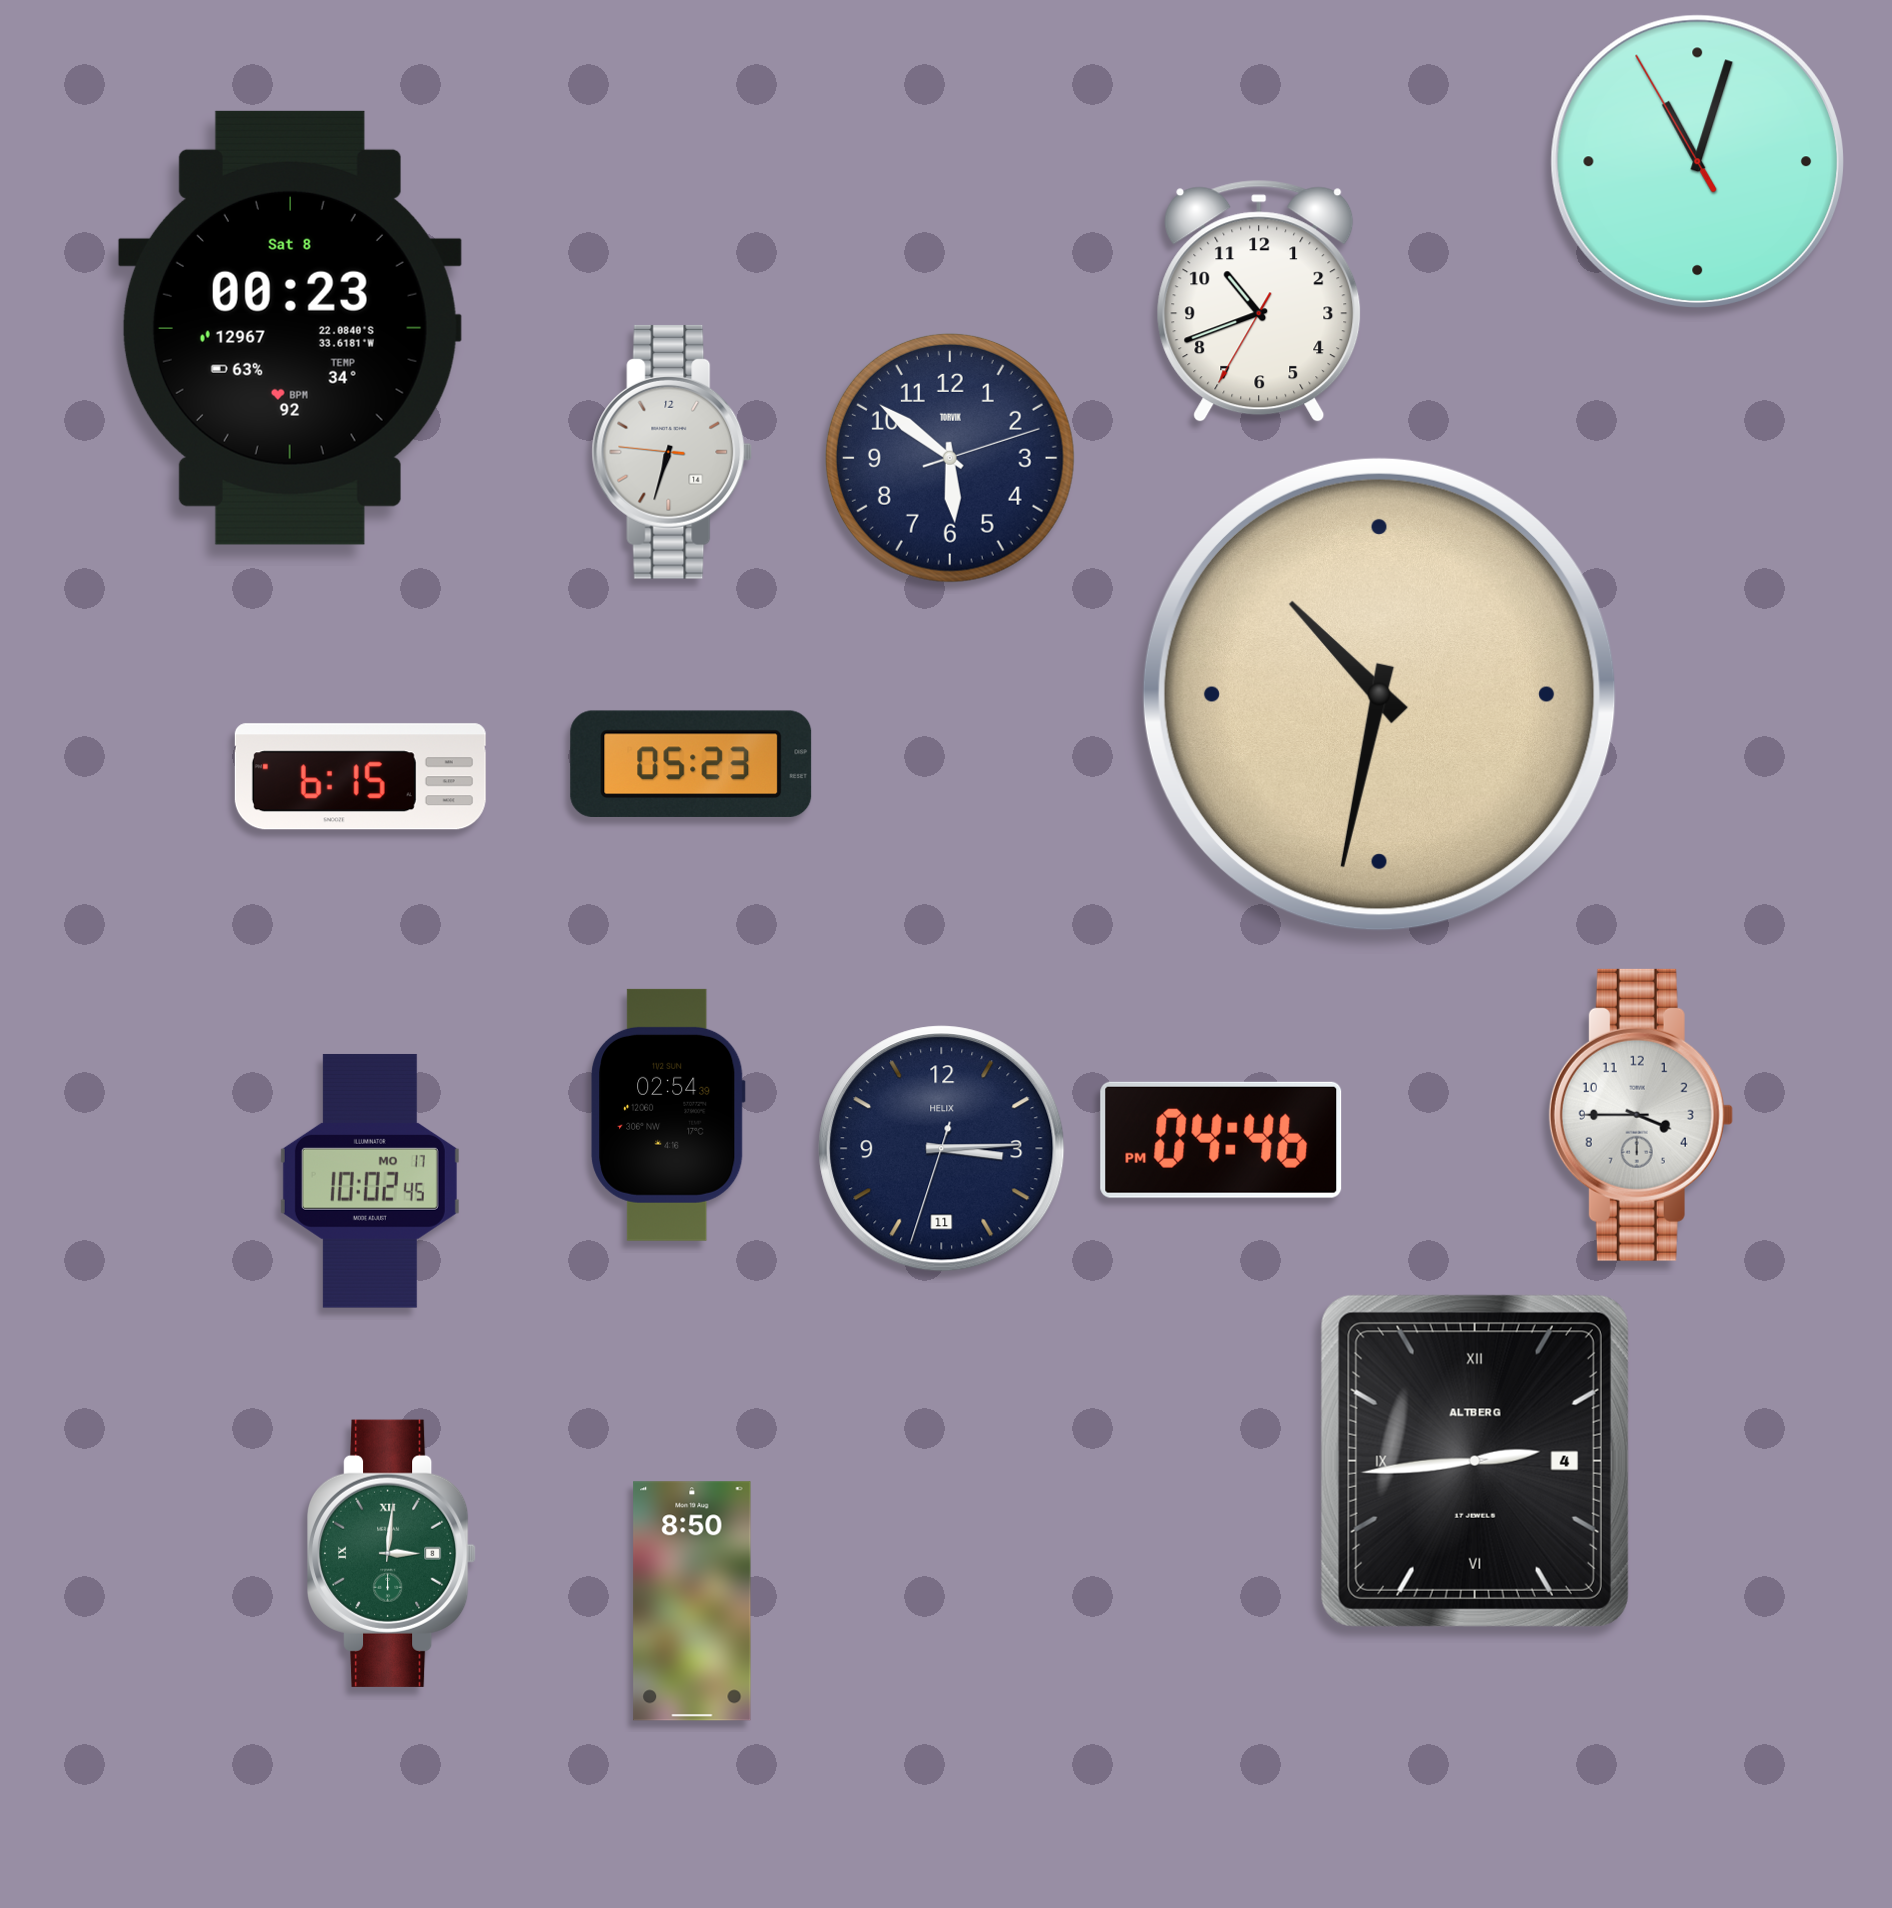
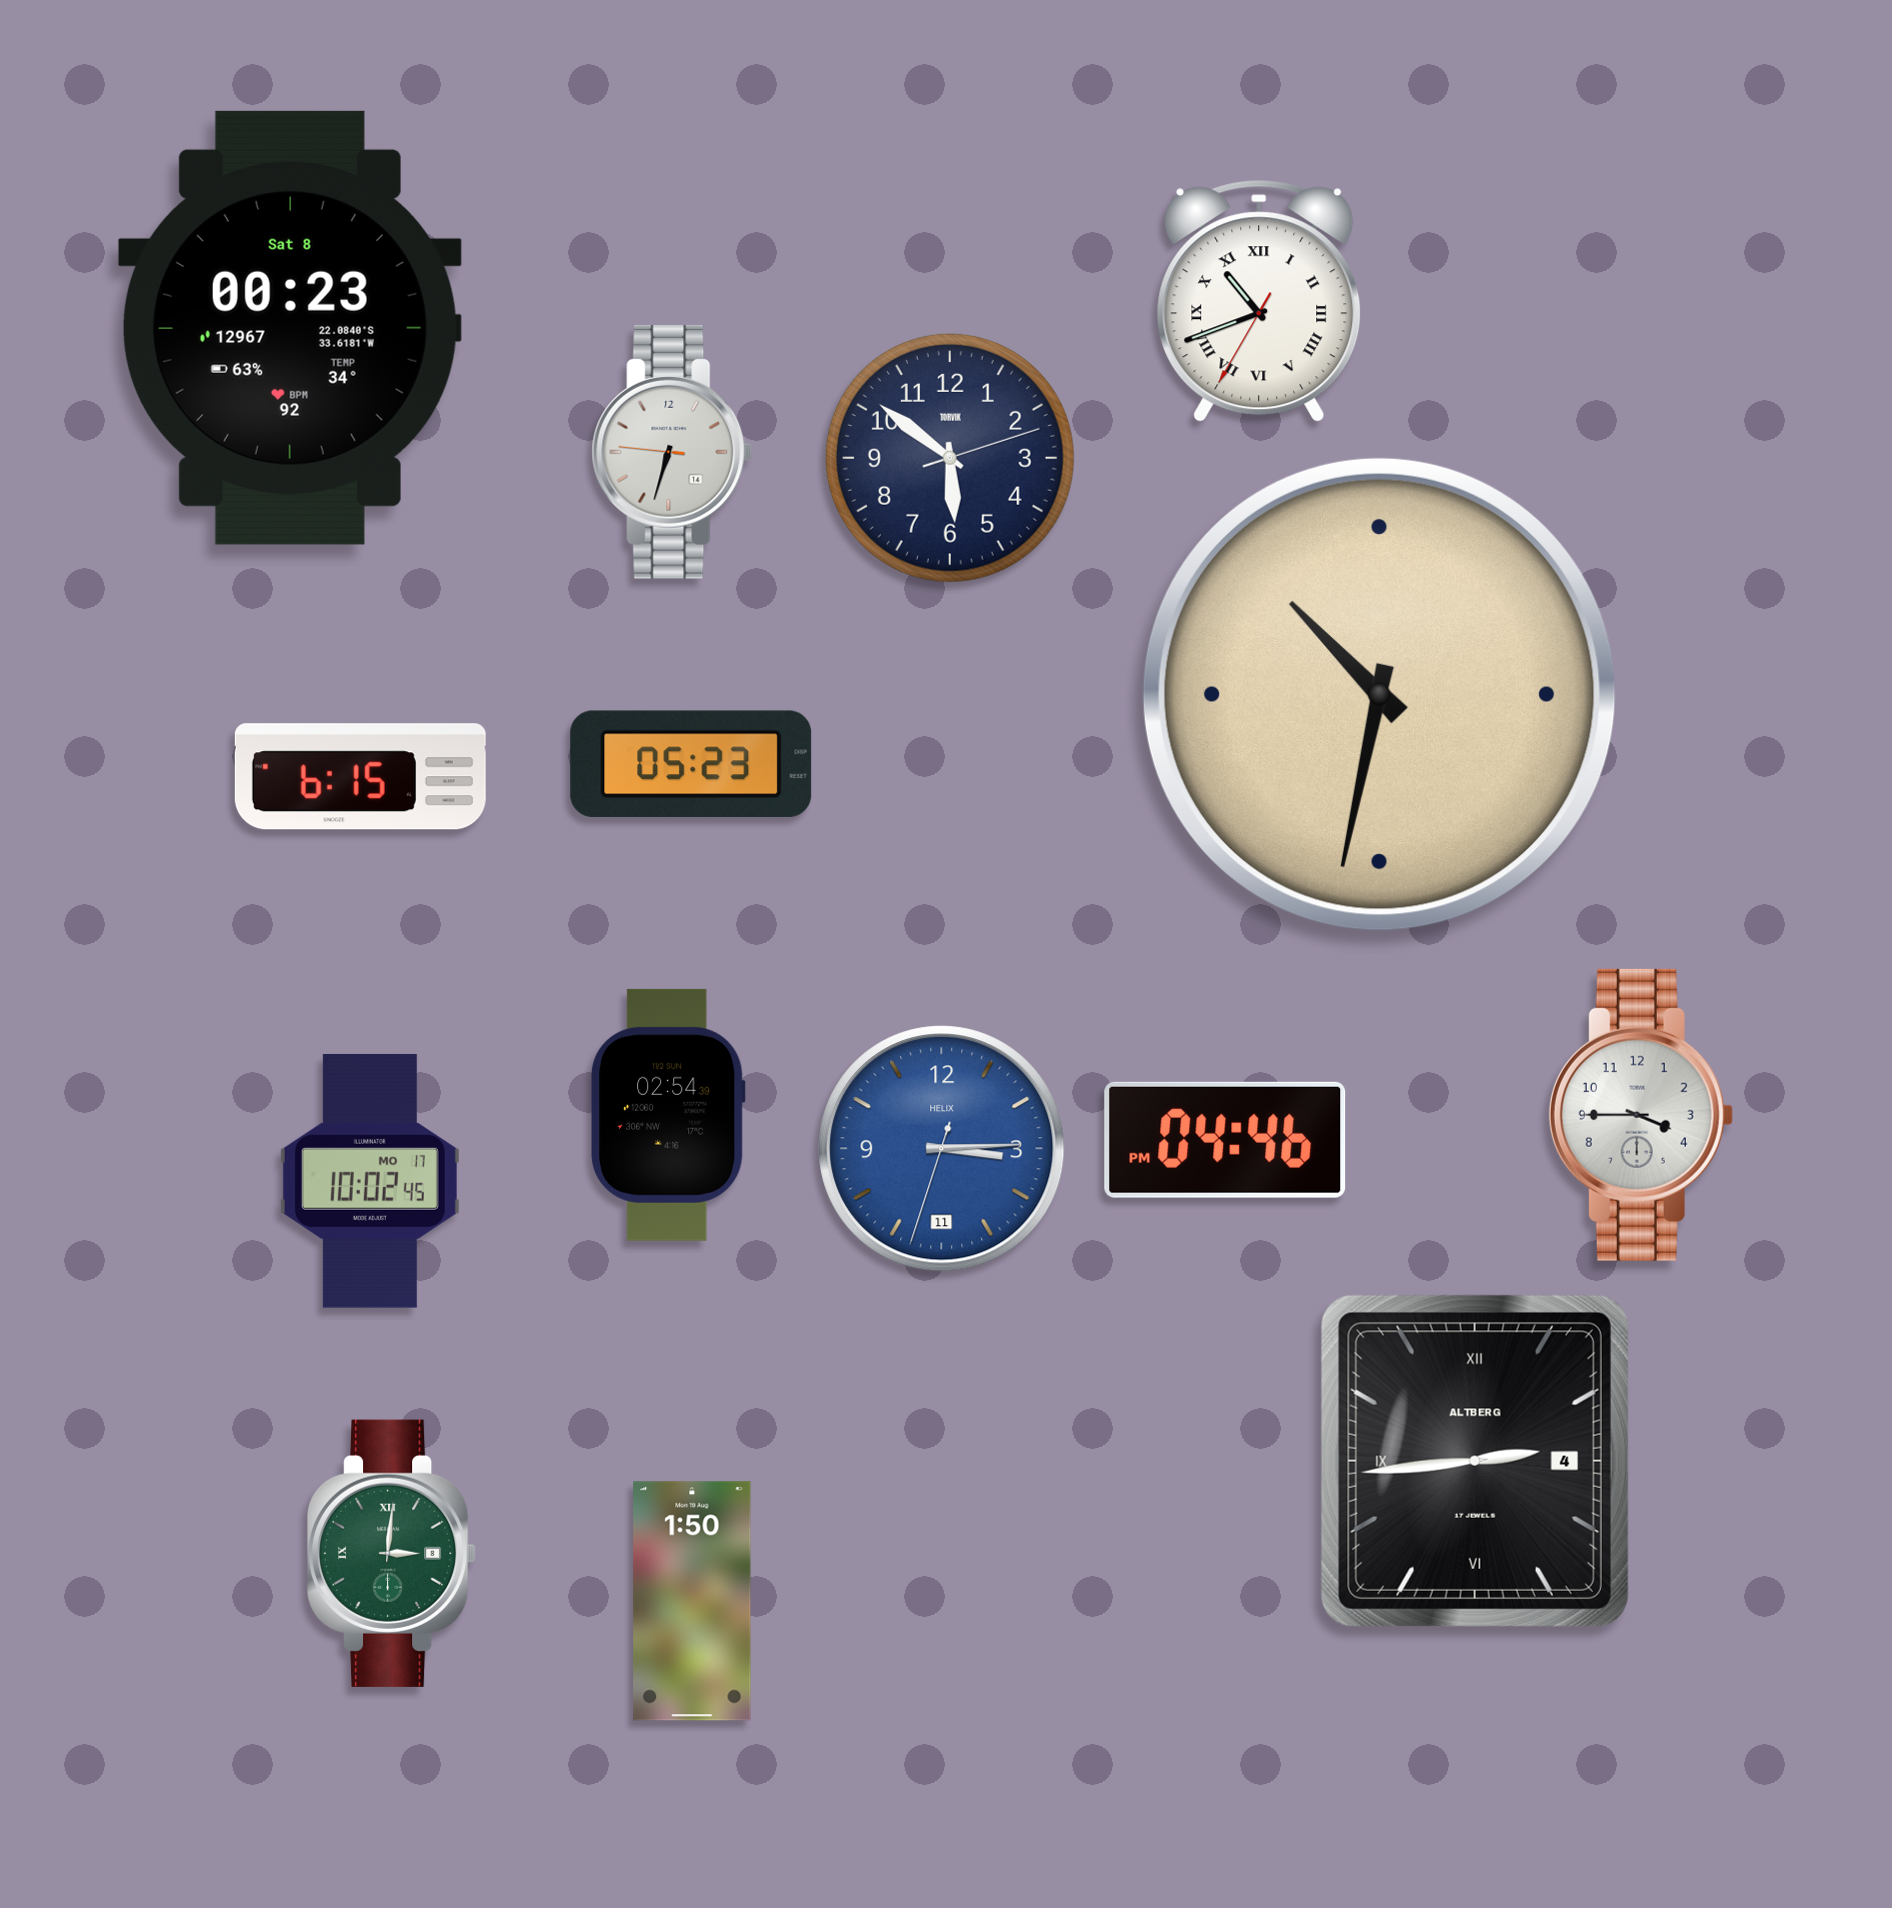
clock at (1697, 161): 11:02 -> none
clock at (1259, 301) numerals: Arabic -> Roman
clock at (1221, 1140) position: (1221, 1140) -> (1225, 1140)
clock at (942, 1149) dial: navy -> blue
clock at (692, 1601): 8:50 -> 1:50
